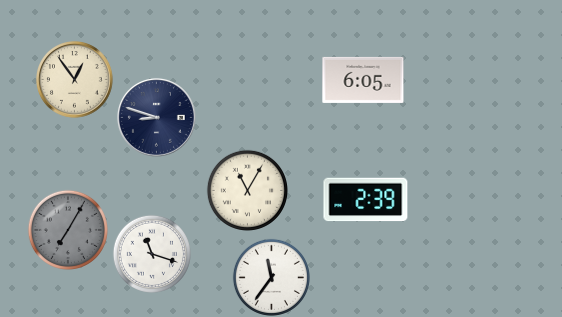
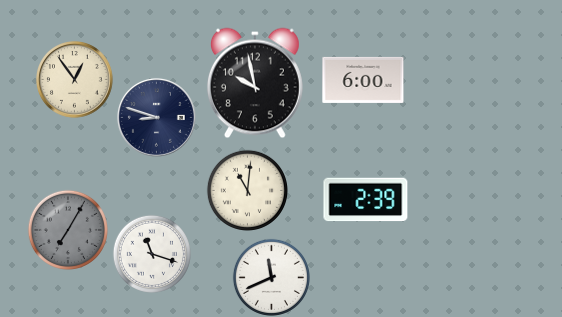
clock at (363, 80): 6:05 -> 6:00
clock at (255, 83): none -> 9:58
clock at (247, 190): 11:05 -> 11:01
clock at (271, 277): 11:36 -> 11:41
